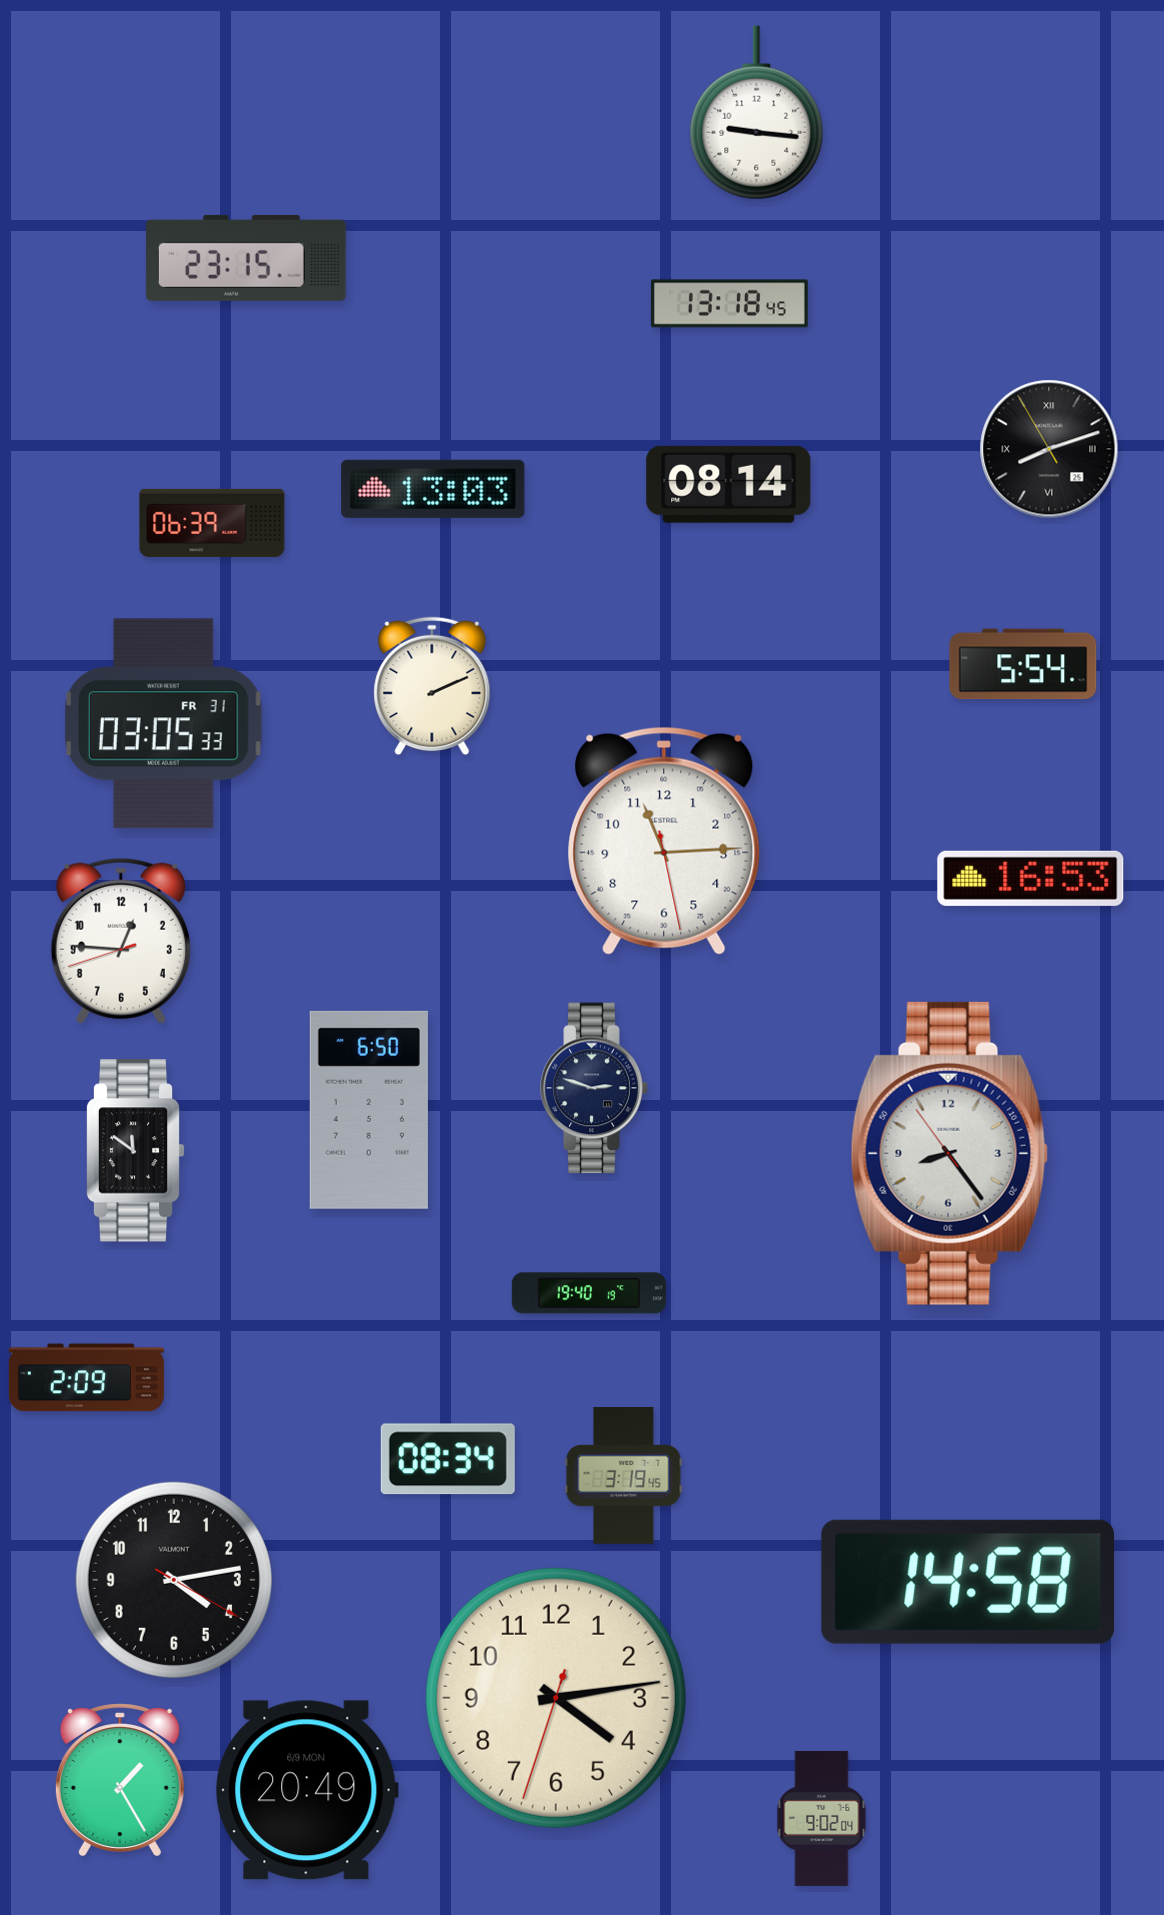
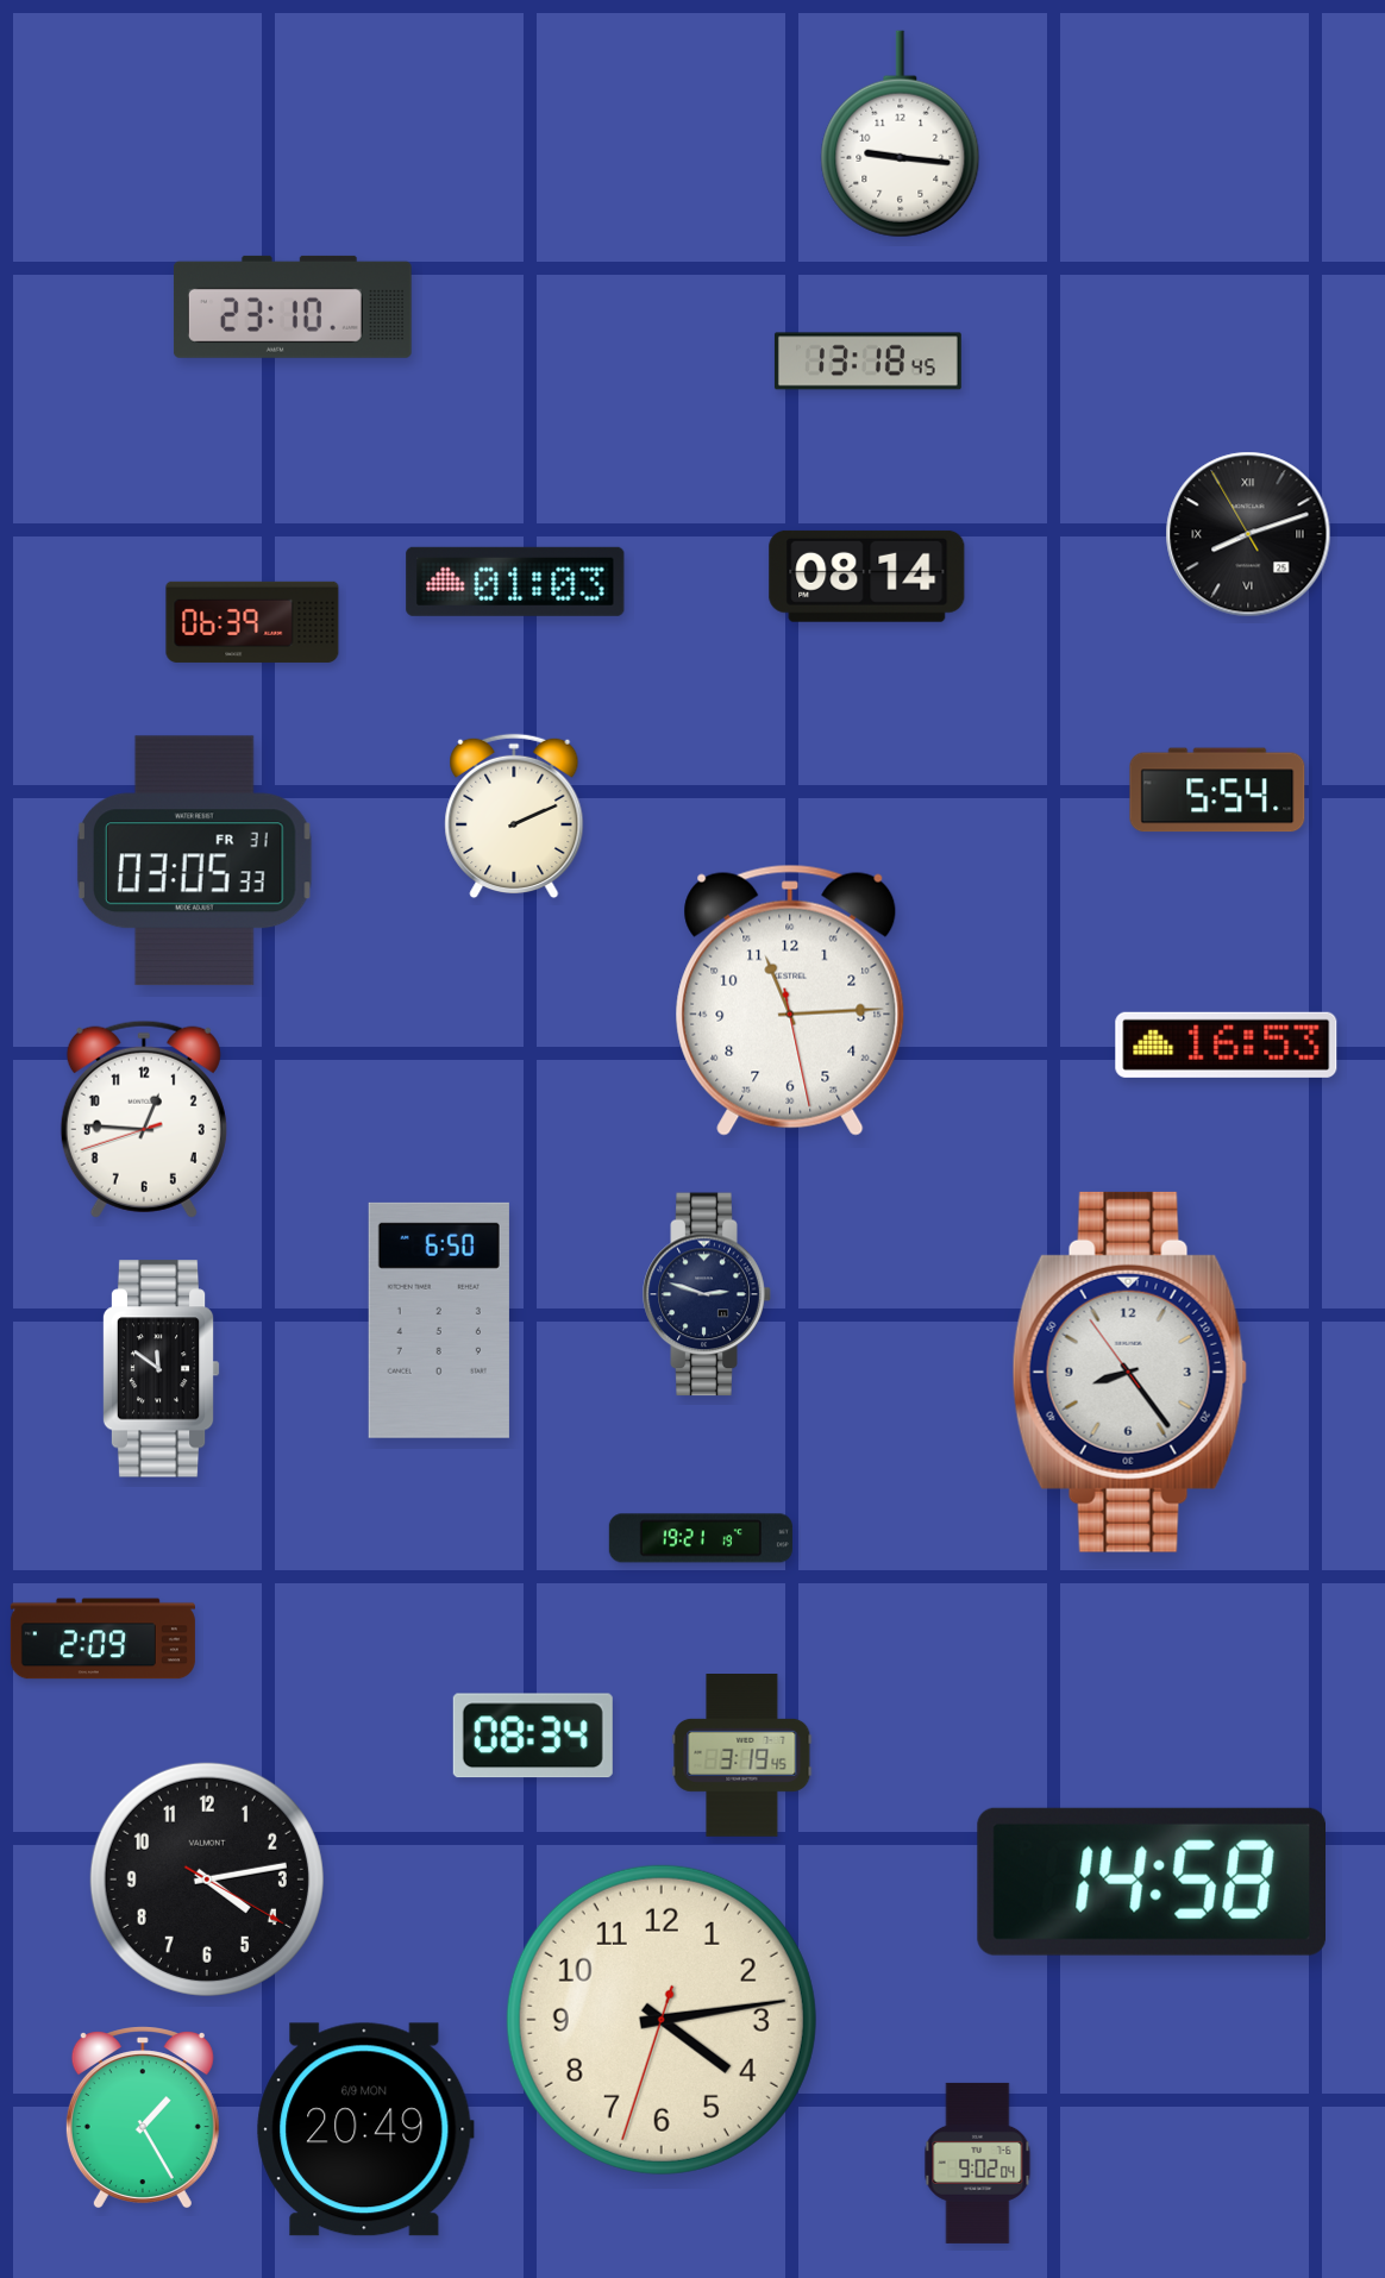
clock at (246, 258): 23:15 -> 23:10
clock at (433, 489): 13:03 -> 01:03
clock at (589, 1293): 19:40 -> 19:21
